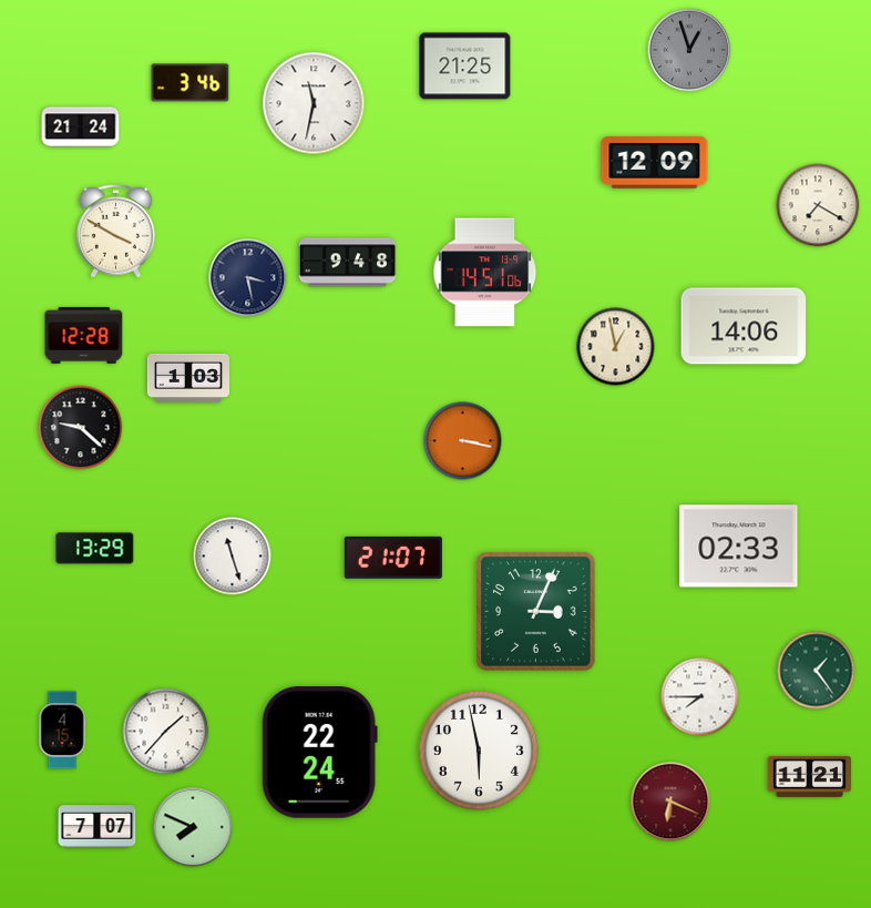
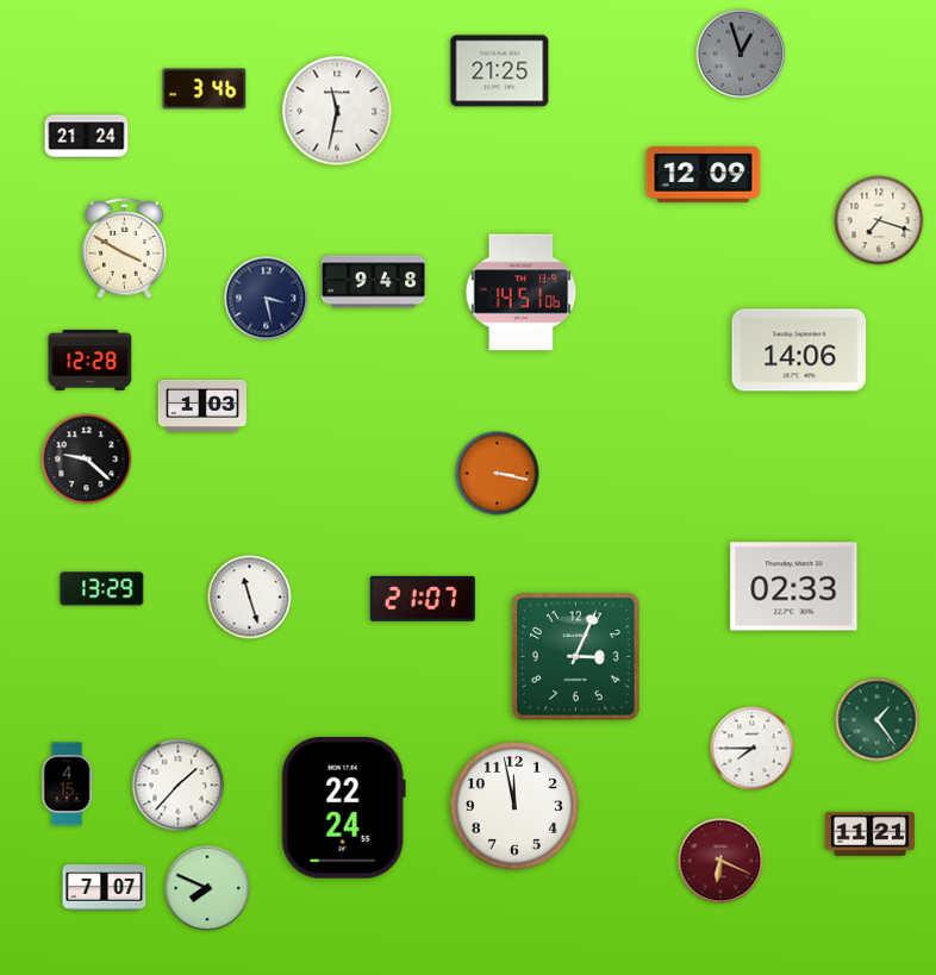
clock at (818, 205): 7:20 -> 7:18
clock at (616, 347): 12:58 -> none
clock at (479, 751): 5:58 -> 11:58
